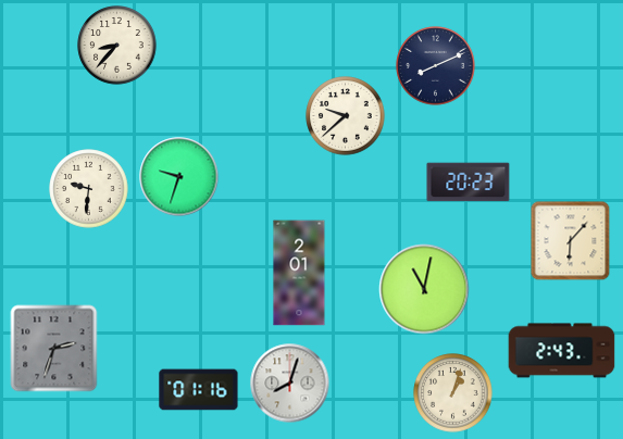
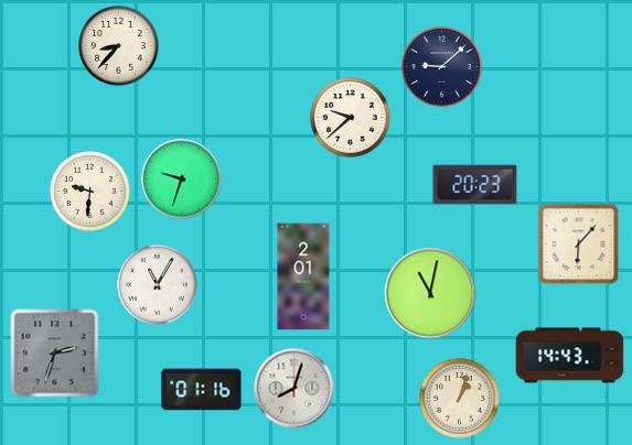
clock at (436, 66): 8:11 -> 9:08
clock at (158, 285): none -> 11:05
clock at (562, 351): 2:43 -> 14:43
clock at (199, 390) position: (199, 390) -> (202, 390)
